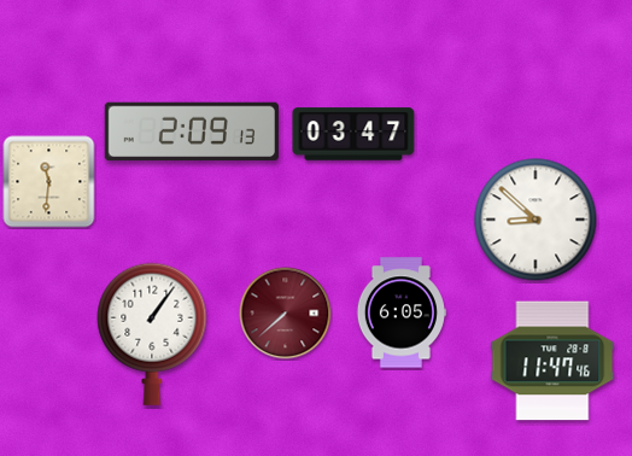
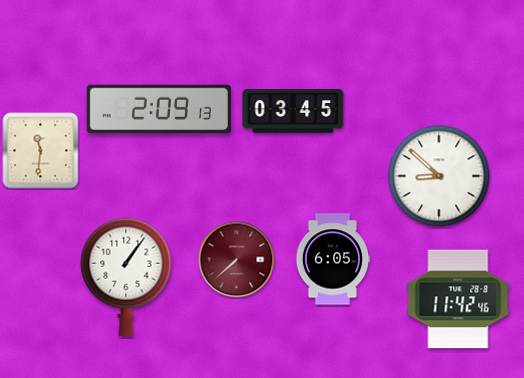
clock at (353, 134): 03:47 -> 03:45
clock at (536, 220) position: (536, 220) -> (439, 176)
clock at (552, 361): 11:47 -> 11:42
